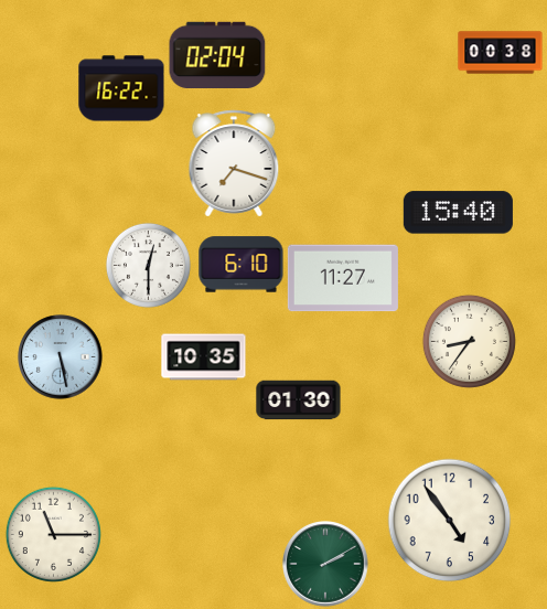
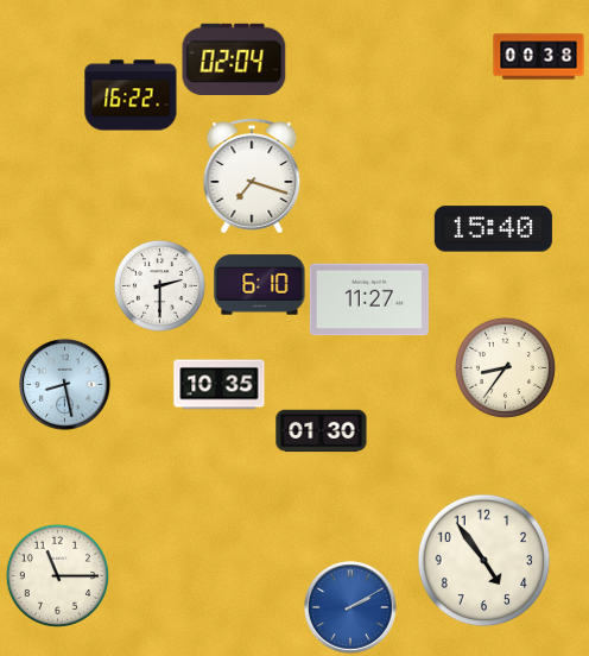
clock at (148, 265): 12:30 -> 2:30
clock at (61, 357): 5:28 -> 8:28
clock at (325, 564) dial: green -> blue
